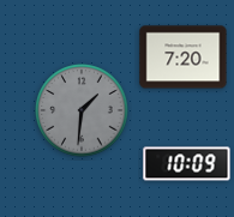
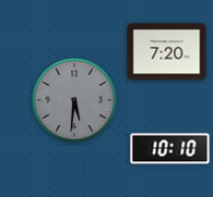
clock at (82, 110): 1:31 -> 5:31
clock at (187, 164): 10:09 -> 10:10
